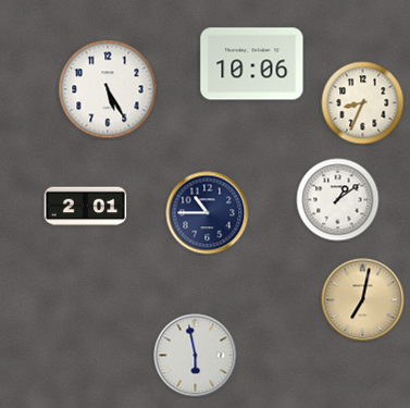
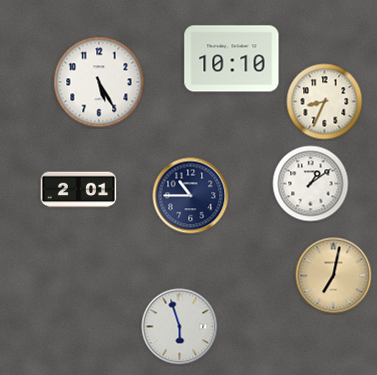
clock at (252, 64): 10:06 -> 10:10
clock at (363, 103) position: (363, 103) -> (325, 102)
clock at (196, 356): 5:58 -> 5:57
